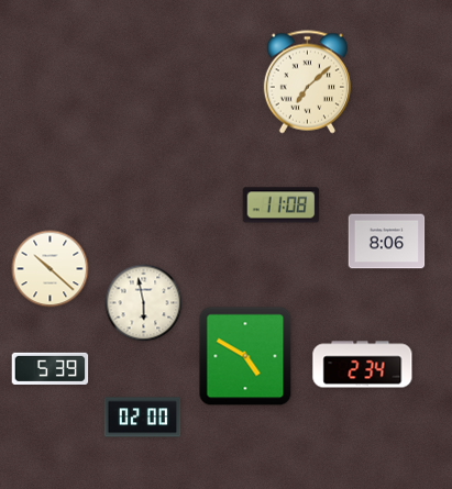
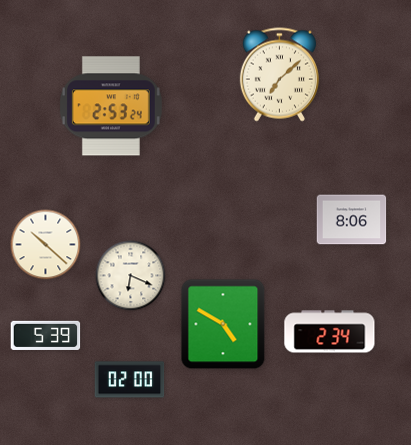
clock at (111, 106): none -> 2:53
clock at (282, 205): 11:08 -> none
clock at (144, 303): 5:58 -> 6:19
